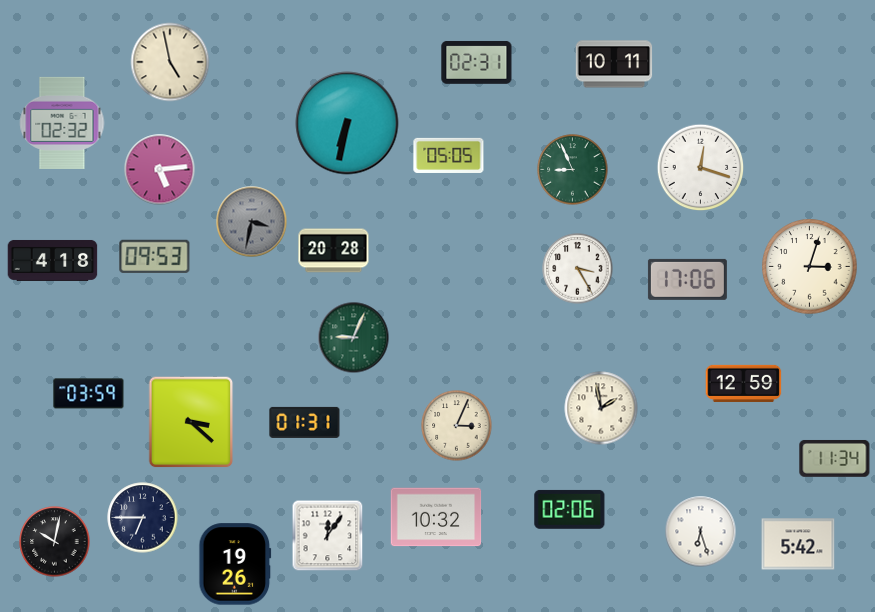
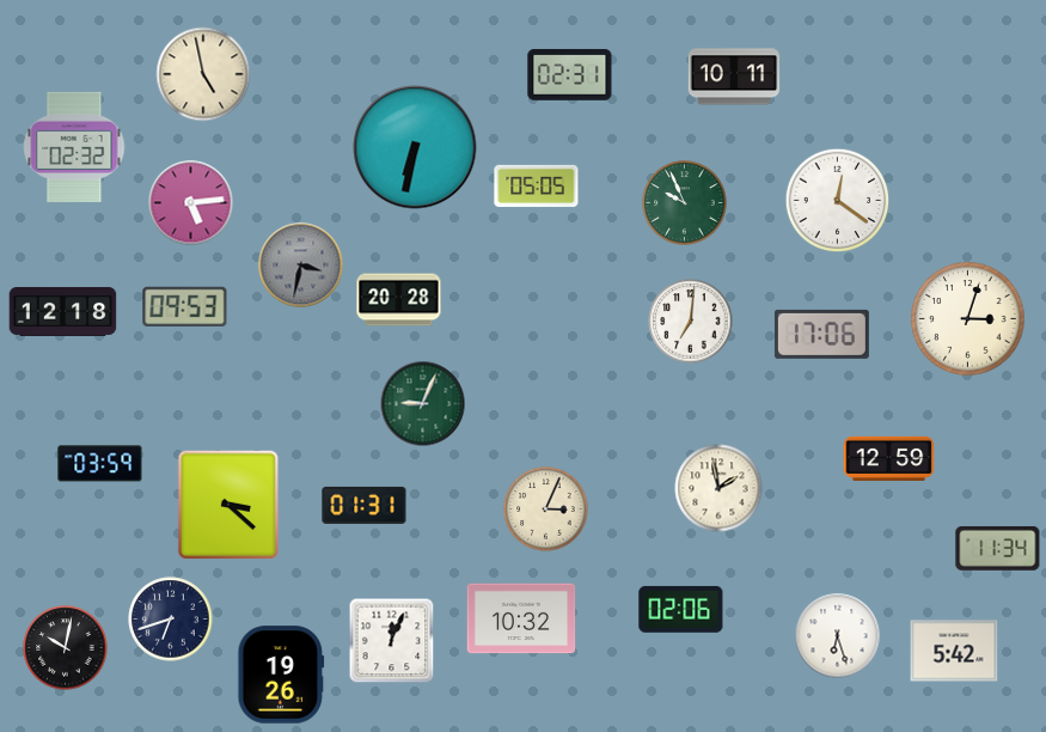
clock at (701, 168): 12:18 -> 12:21
clock at (573, 170): 8:56 -> 9:56
clock at (53, 260): 4:18 -> 12:18
clock at (578, 269): 3:25 -> 7:01
clock at (89, 394) position: (89, 394) -> (100, 464)
clock at (143, 518): 6:45 -> 6:42
clock at (328, 536): 12:06 -> 12:04
